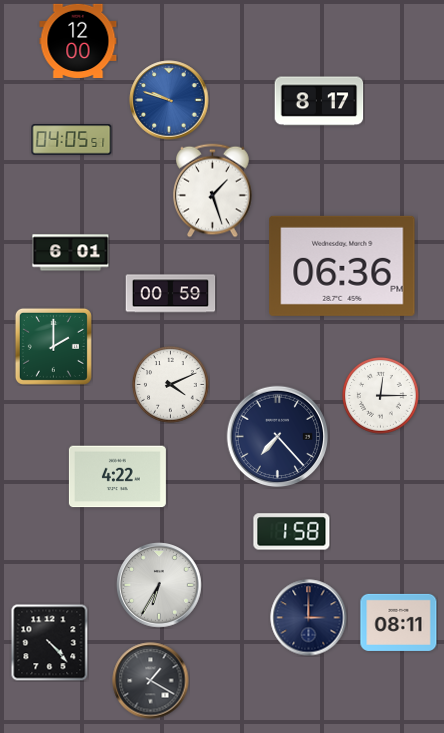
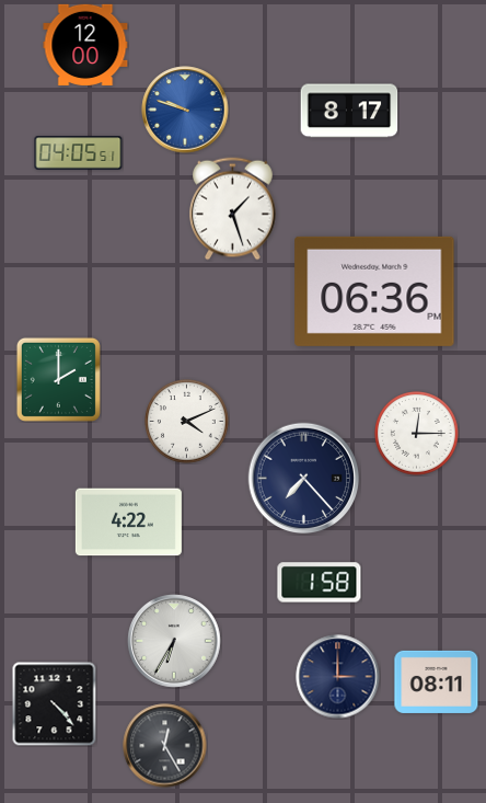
clock at (71, 253): 6:01 -> none
clock at (171, 294): 00:59 -> none
clock at (151, 681): 1:20 -> 12:25
